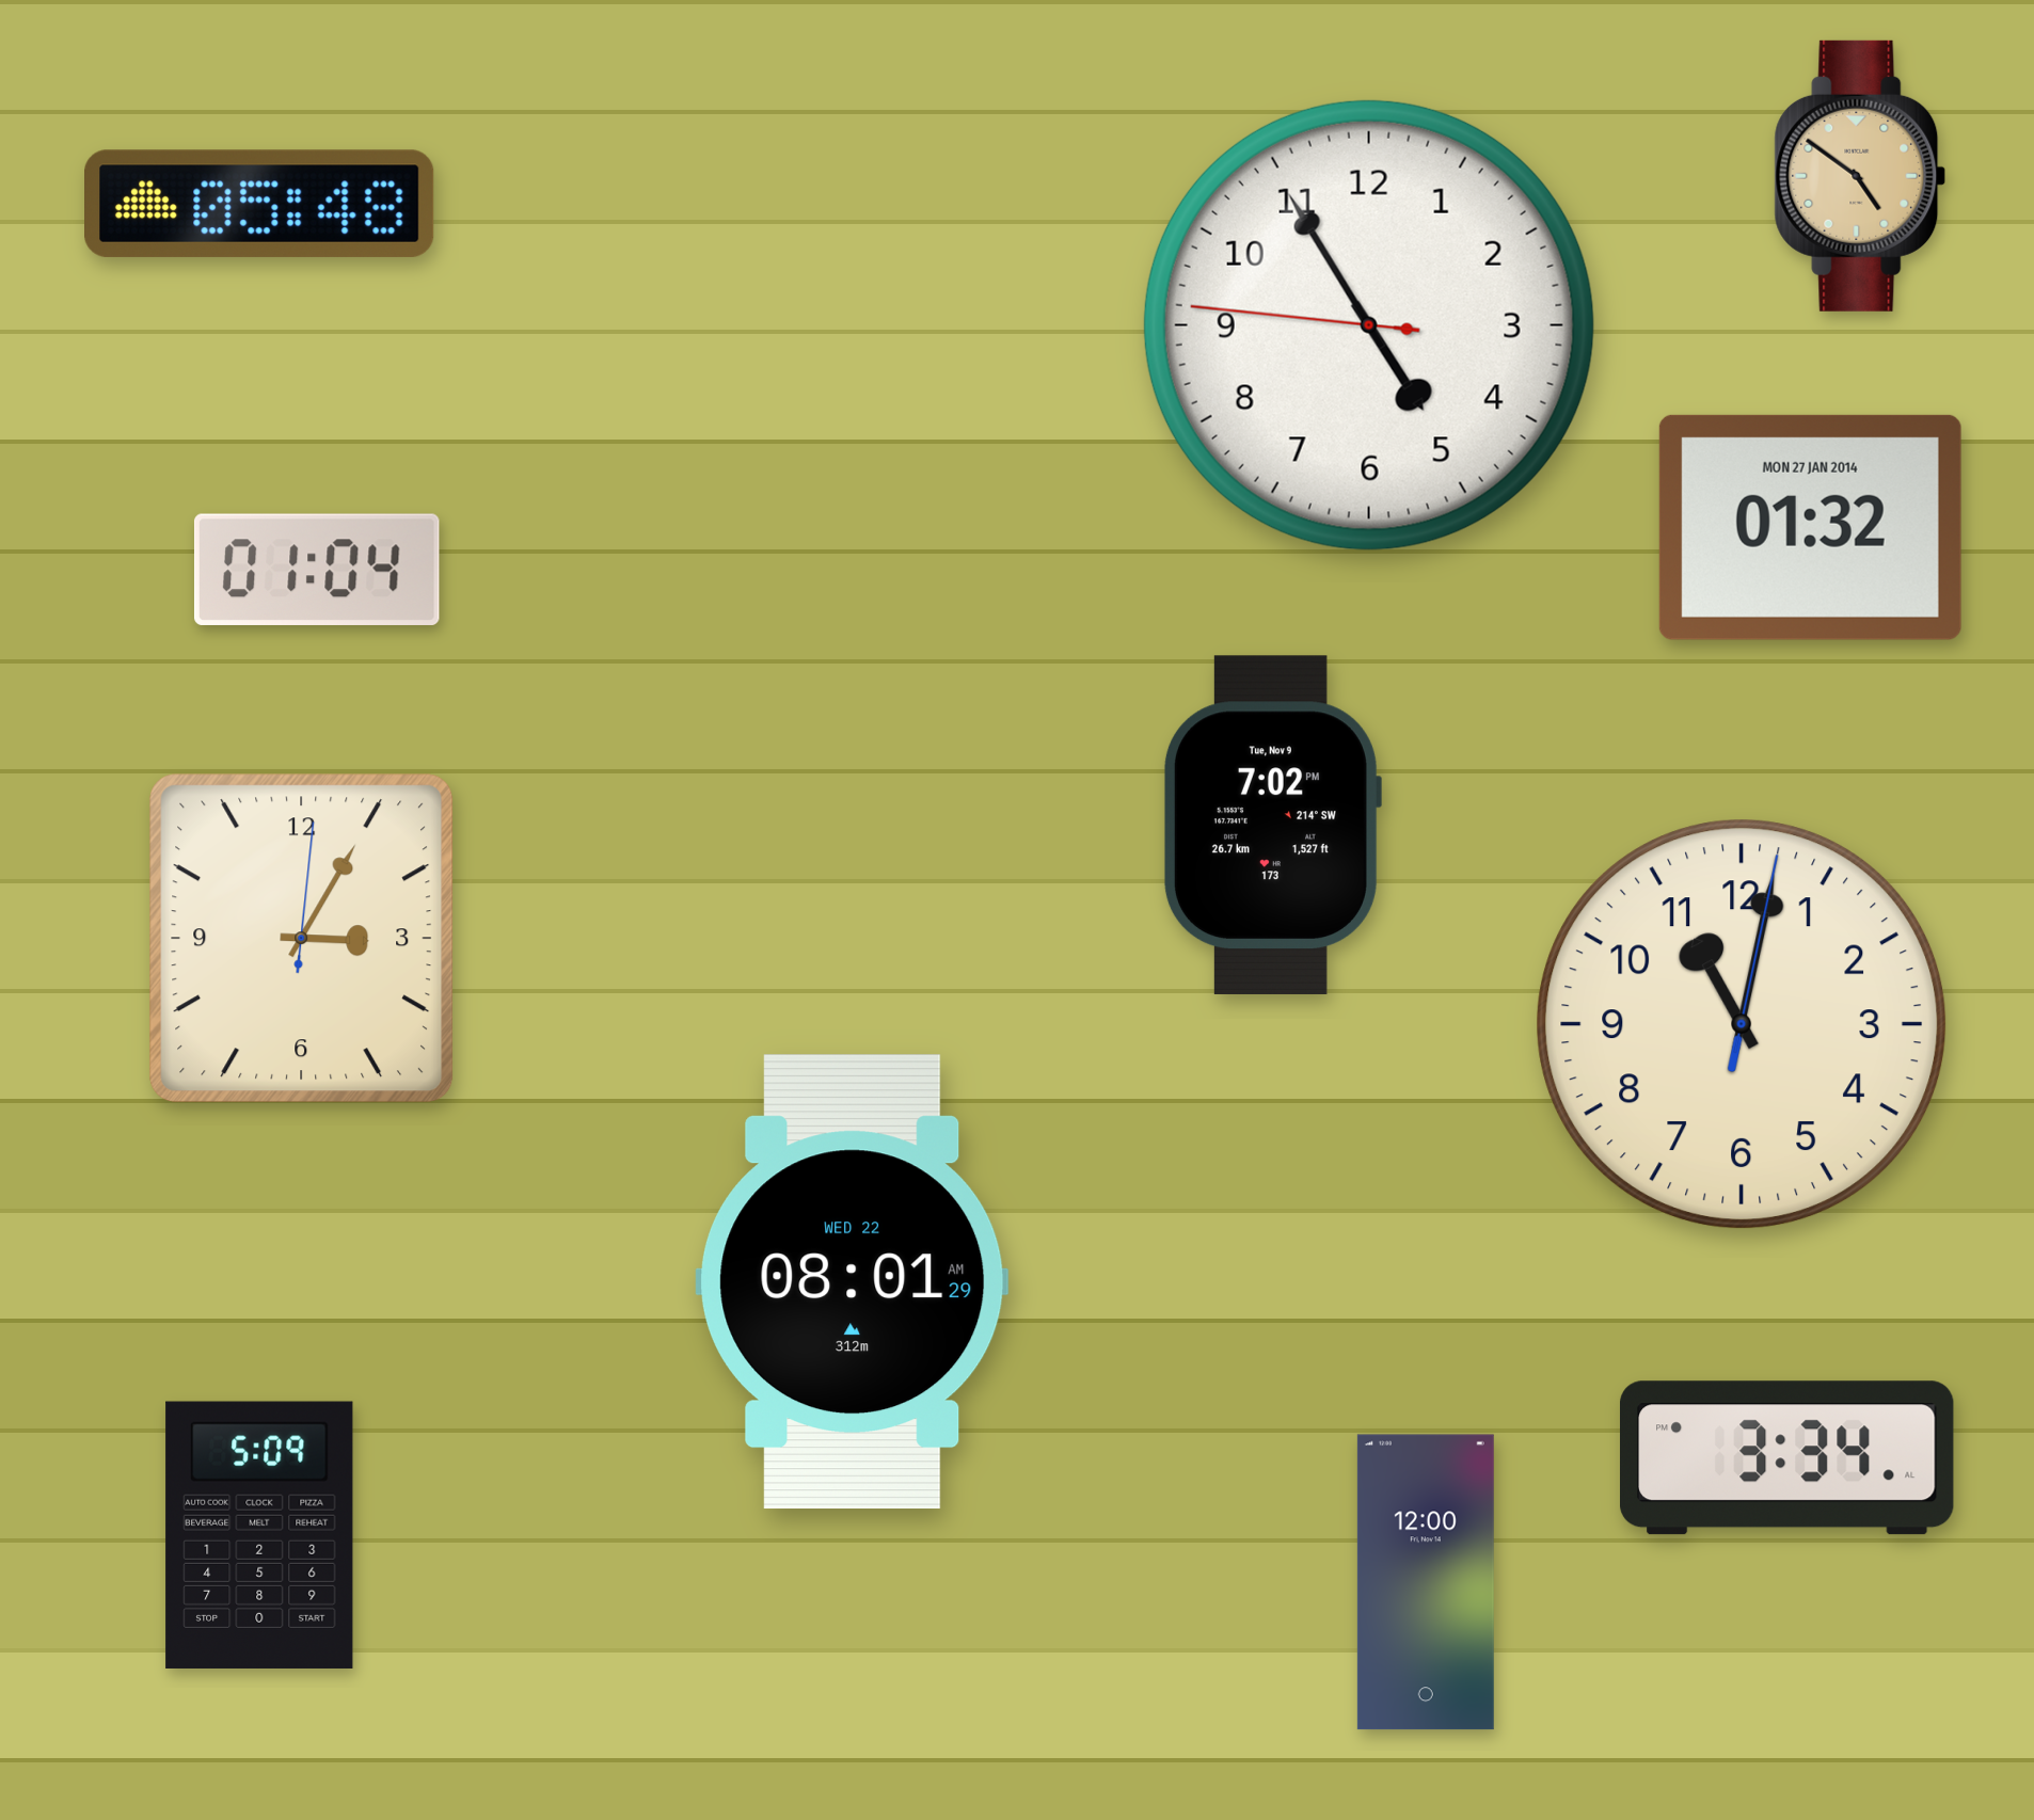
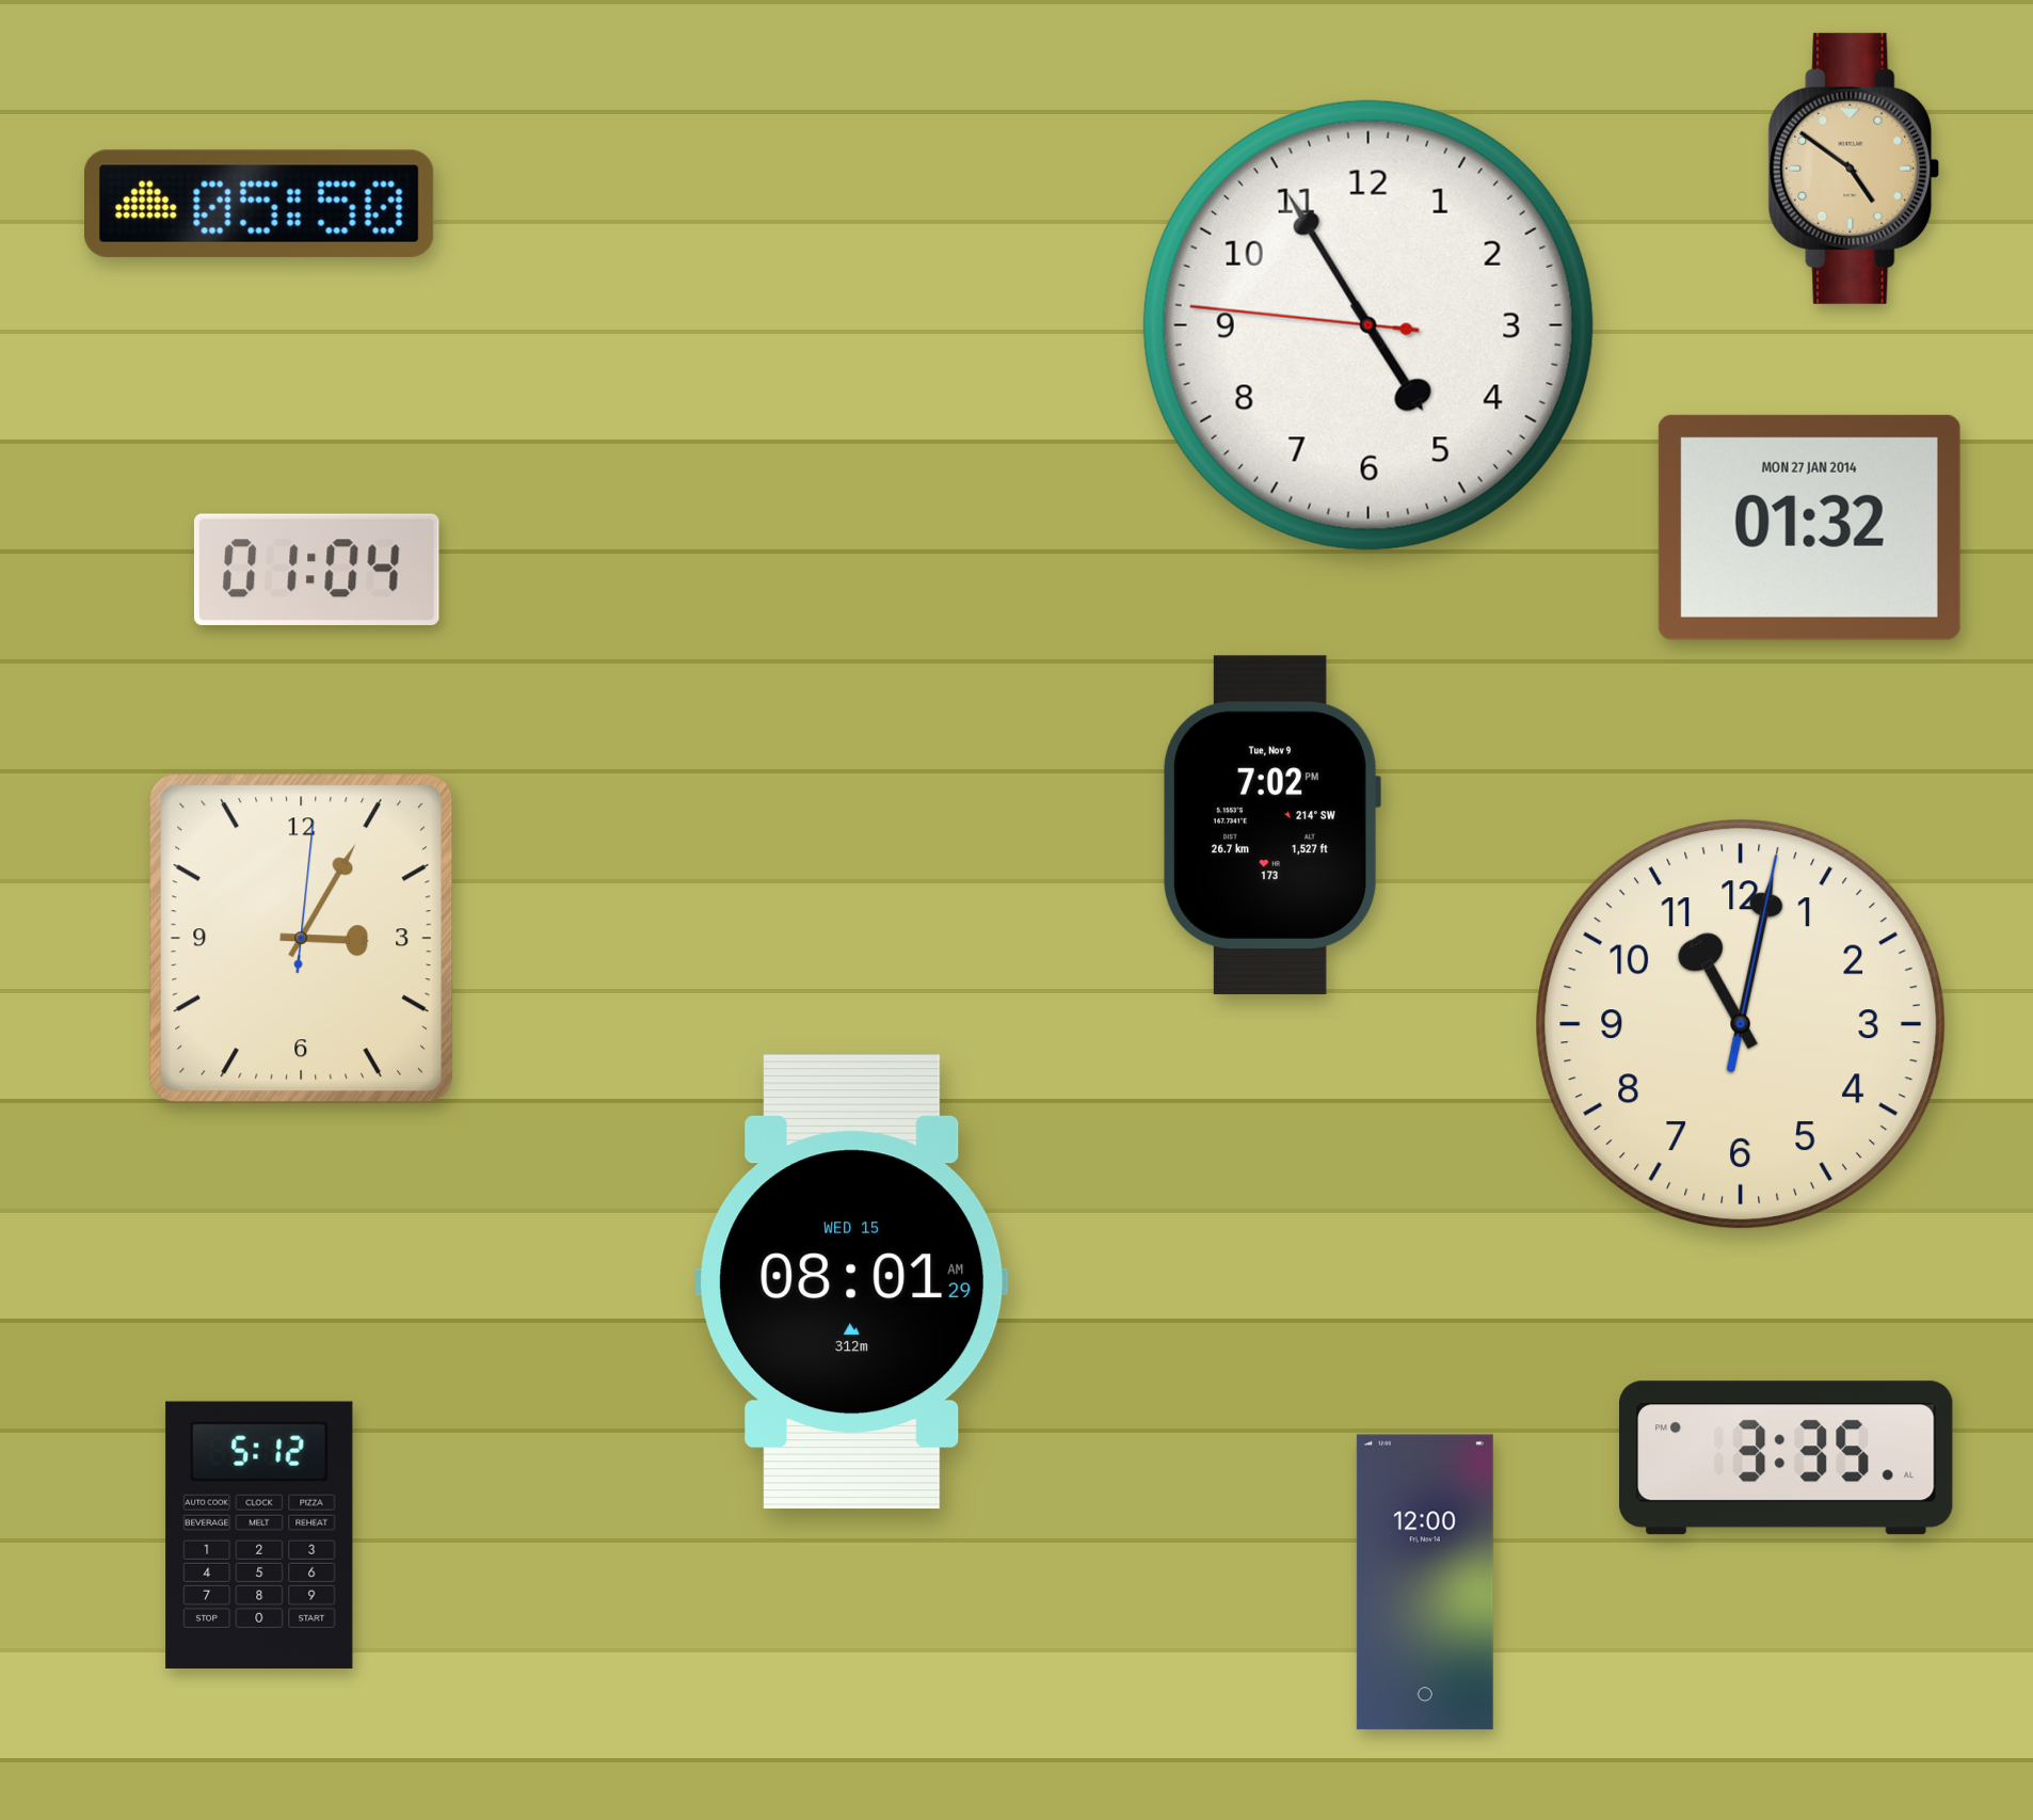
clock at (1860, 176) position: (1860, 176) -> (1854, 169)
clock at (260, 204): 05:48 -> 05:50
clock at (853, 1282) date: WED 22 -> WED 15
clock at (1787, 1458): 3:34 -> 3:35
clock at (259, 1534): 5:09 -> 5:12
